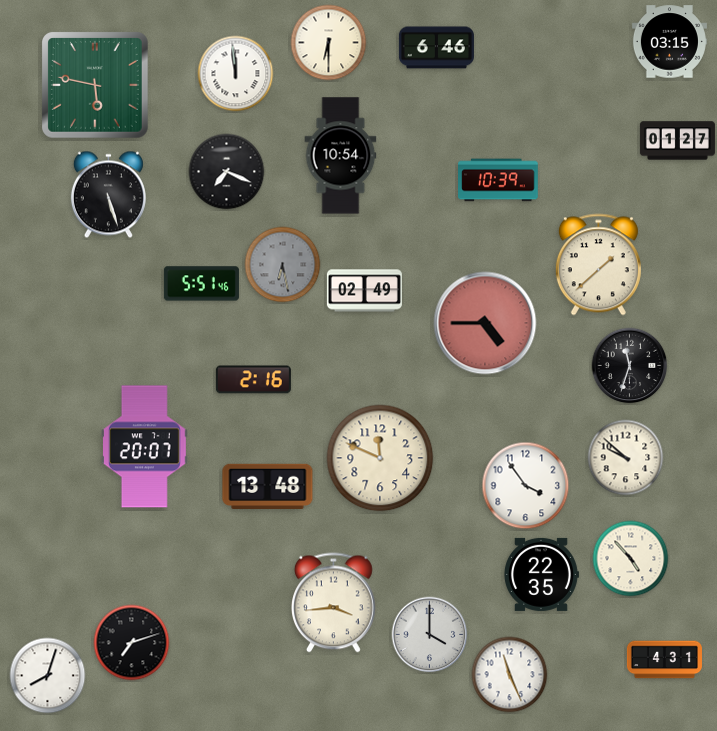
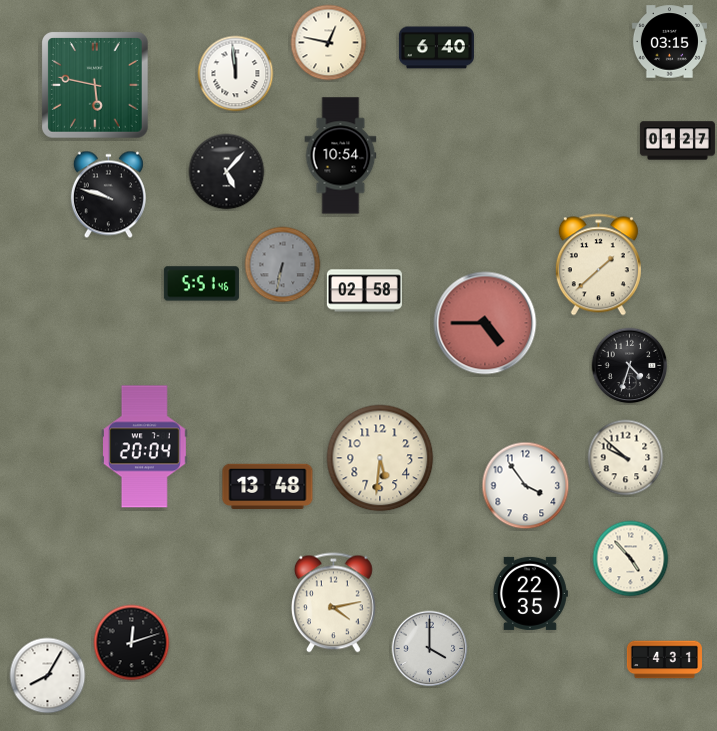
clock at (329, 43): 6:30 -> 12:47
clock at (436, 48): 6:46 -> 6:40
clock at (227, 172): 7:19 -> 5:07
clock at (498, 180): 10:39 -> none
clock at (108, 195): 5:27 -> 9:48
clock at (283, 265): 6:28 -> 6:32
clock at (364, 291): 02:49 -> 02:58
clock at (630, 366): 11:33 -> 4:33
clock at (253, 380): 2:16 -> none
clock at (144, 447): 20:07 -> 20:04
clock at (380, 458): 11:49 -> 5:31
clock at (541, 574) position: (541, 574) -> (530, 593)
clock at (334, 603): 3:44 -> 4:13
clock at (430, 635) position: (430, 635) -> (430, 649)
clock at (132, 643): 7:12 -> 12:12
clock at (510, 675): 11:26 -> none
clock at (48, 676): 8:03 -> 8:05
